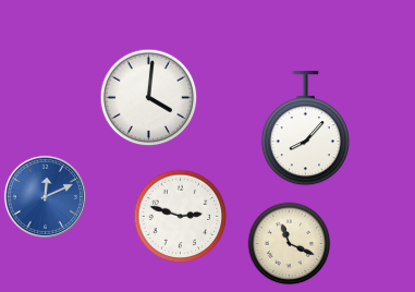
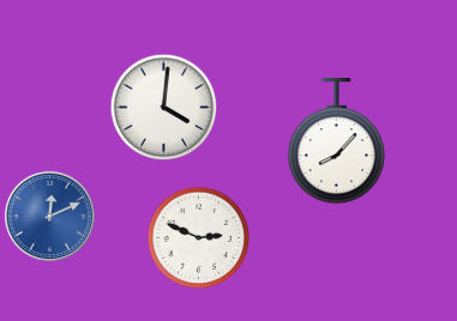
clock at (181, 217): 2:48 -> 2:49
clock at (290, 244): 11:19 -> none
